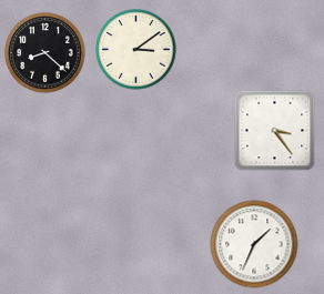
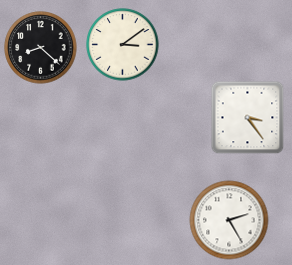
clock at (254, 244): 1:34 -> 2:25
